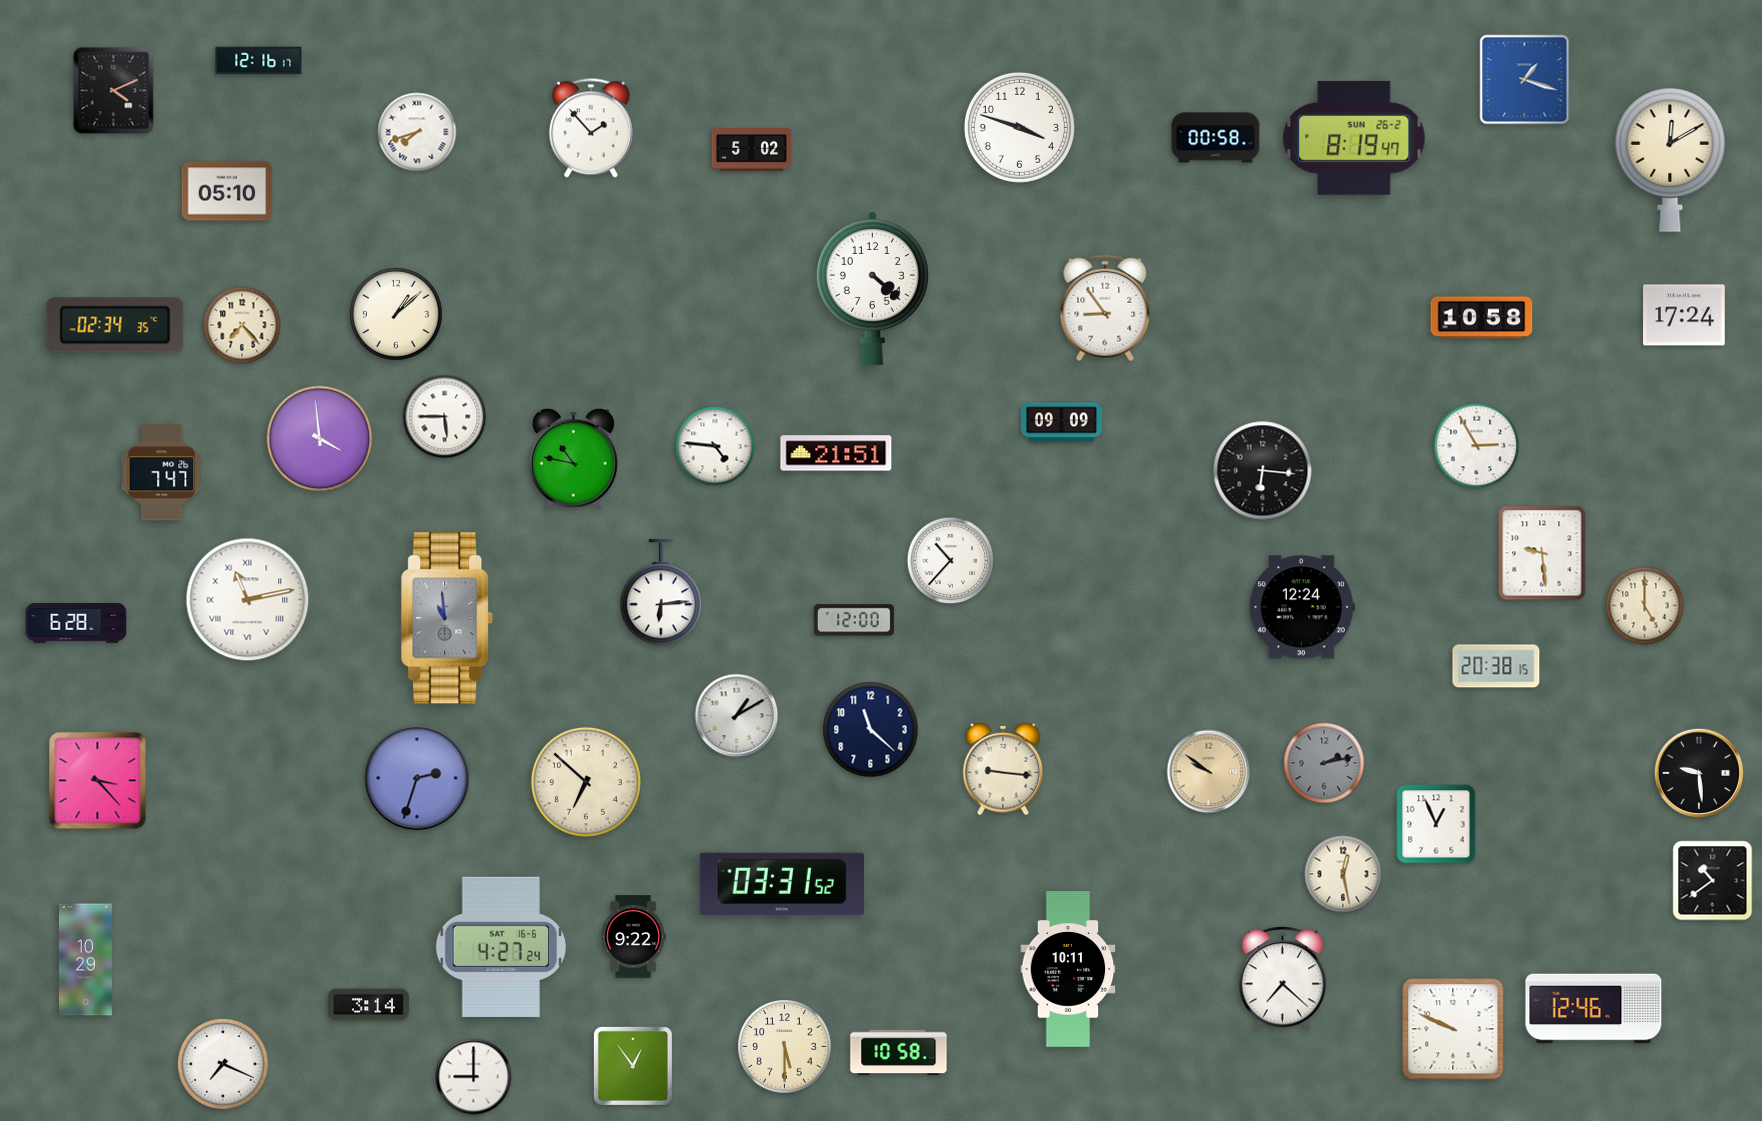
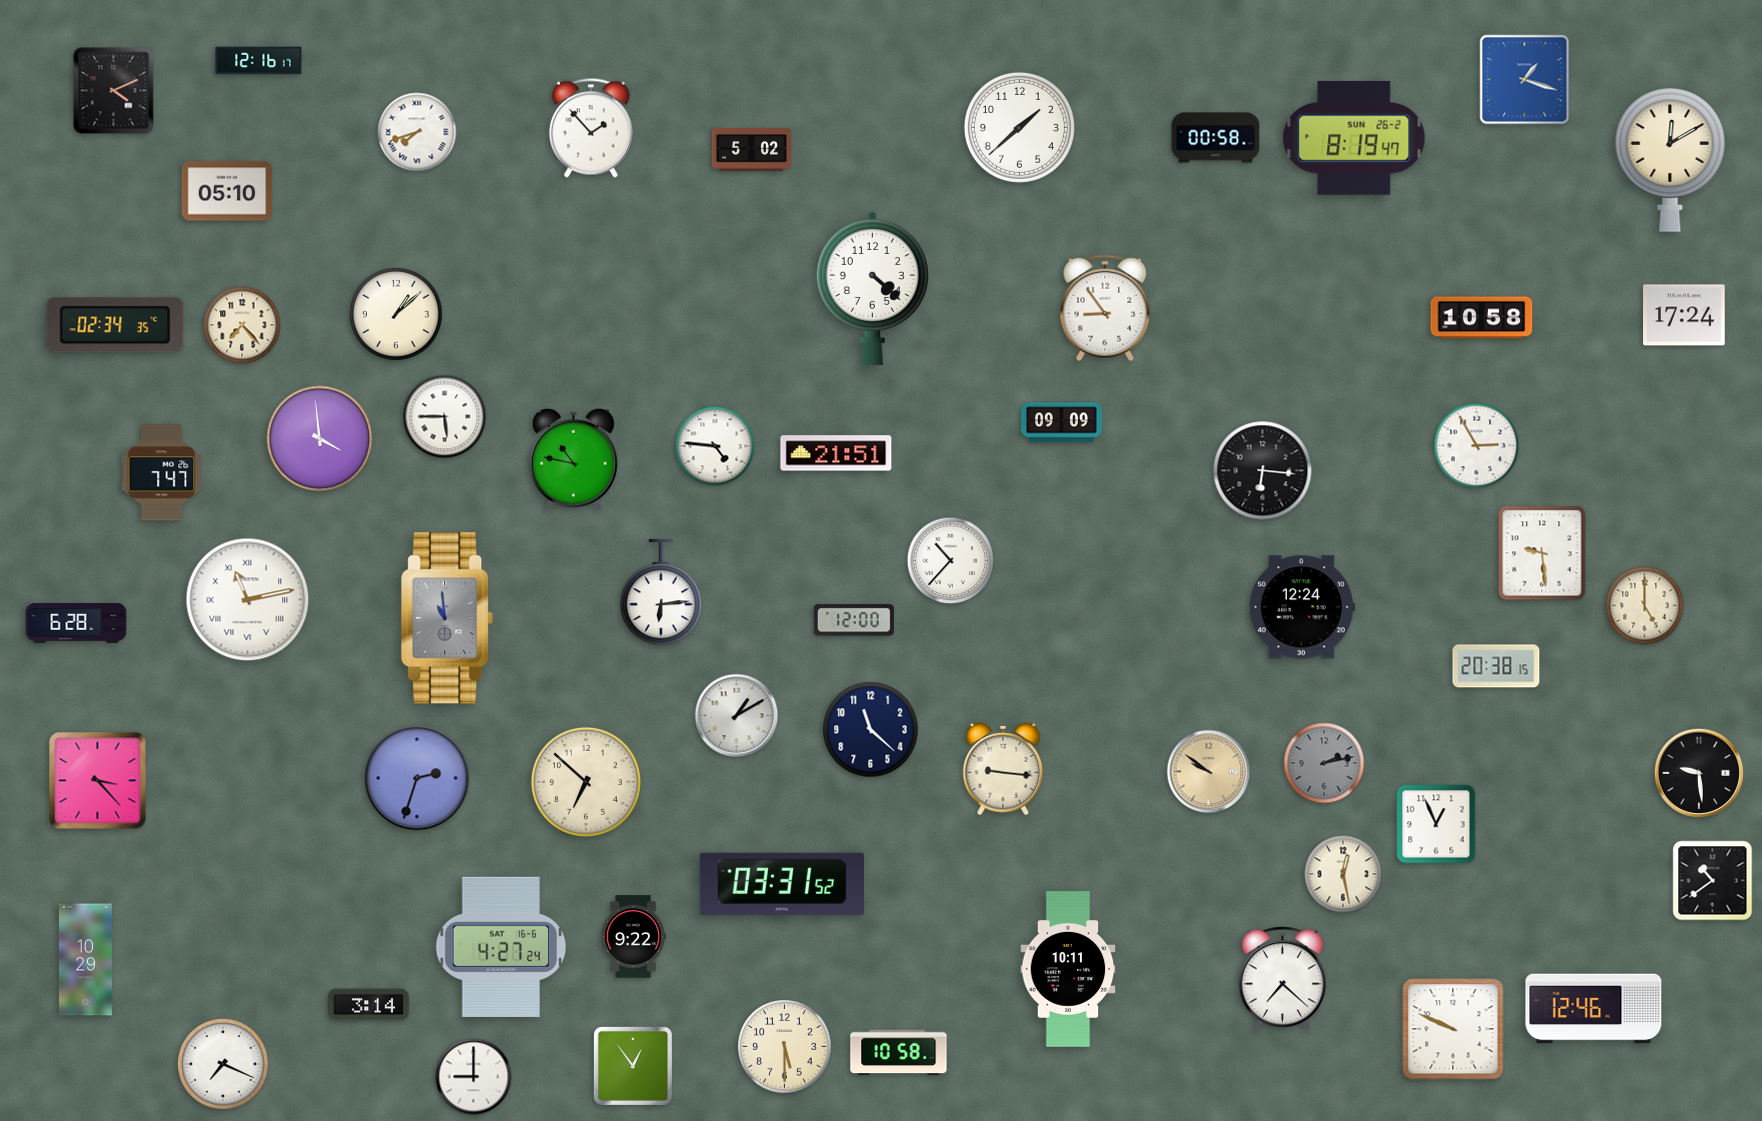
clock at (1019, 127): 3:48 -> 1:38
